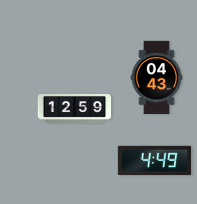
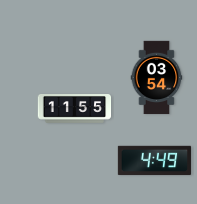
clock at (157, 78): 04:43 -> 03:54
clock at (75, 109): 12:59 -> 11:55
